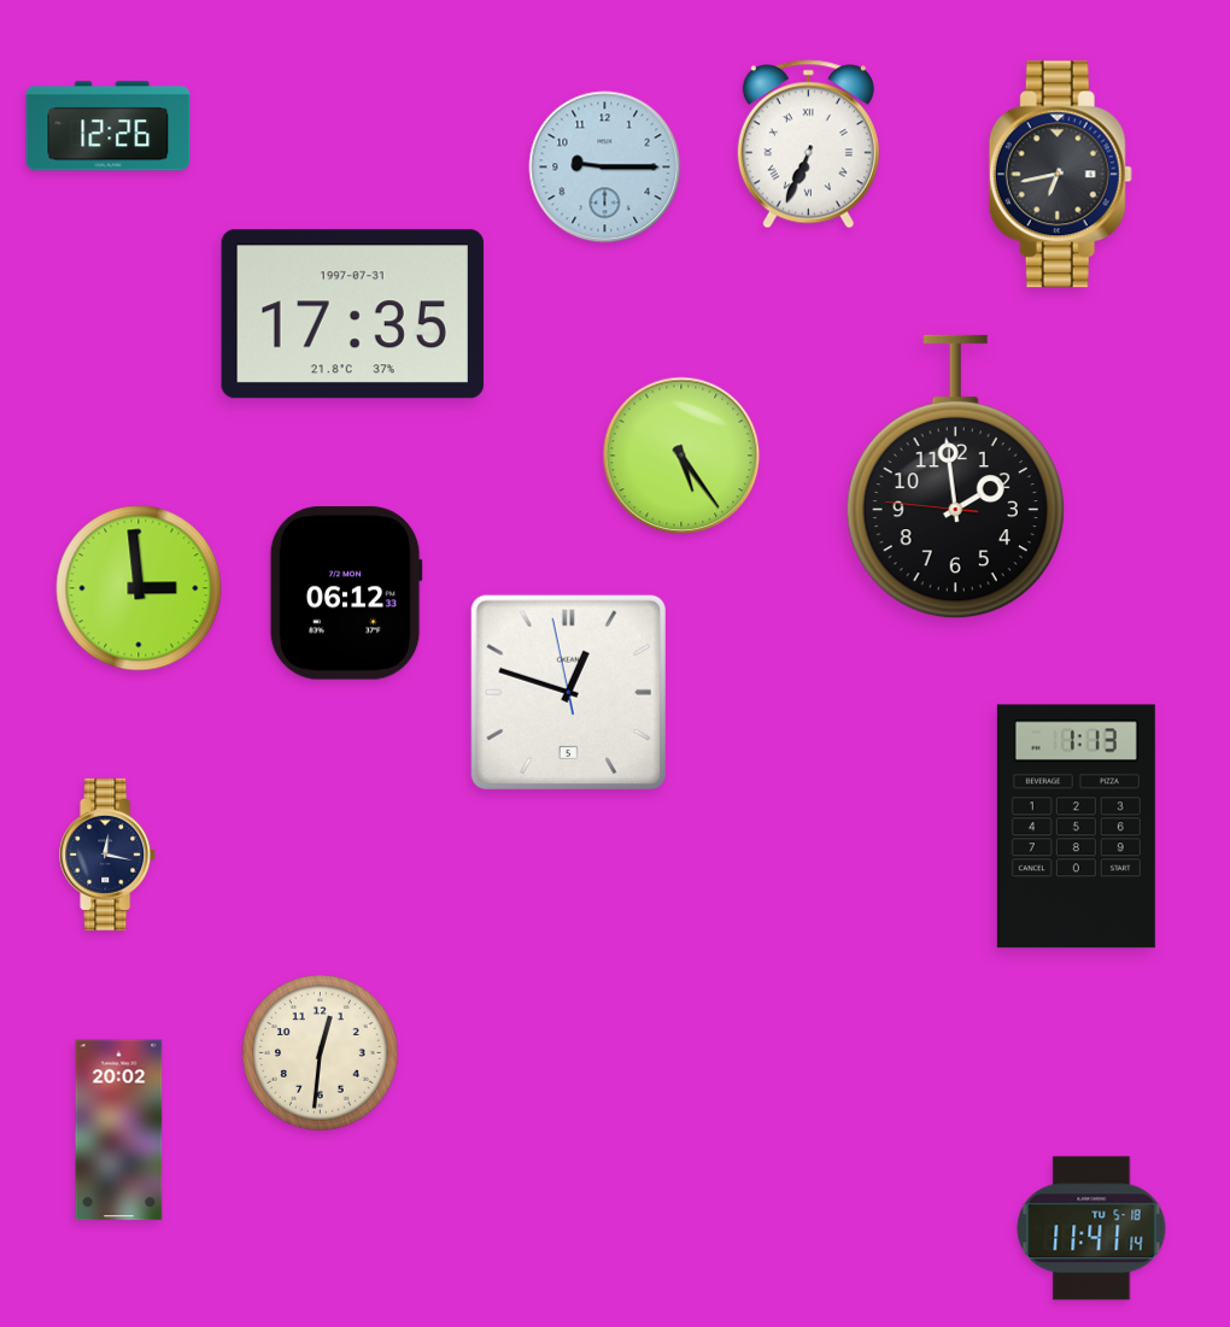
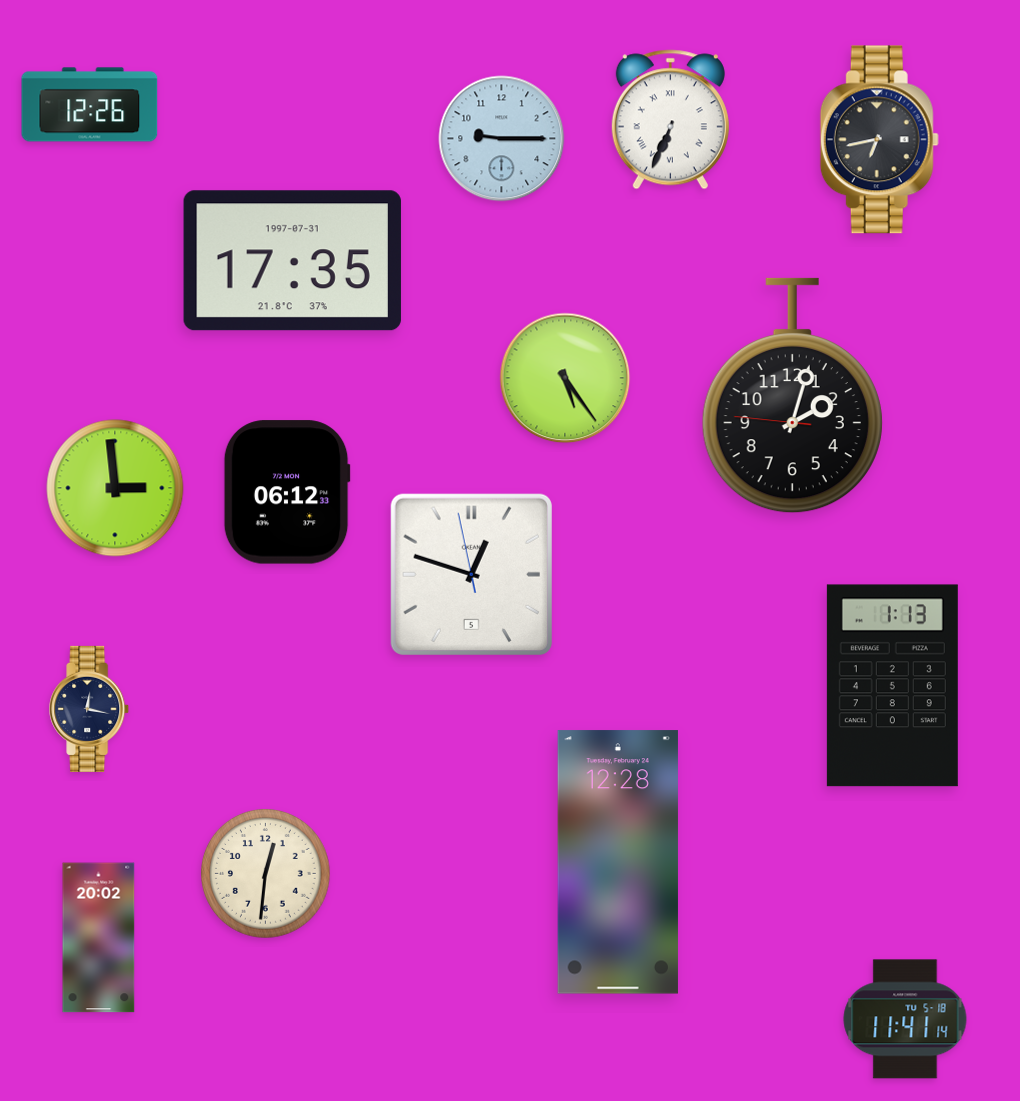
clock at (1060, 175) position: (1060, 175) -> (879, 140)
clock at (955, 477): 1:58 -> 2:02
clock at (618, 862): none -> 12:28
